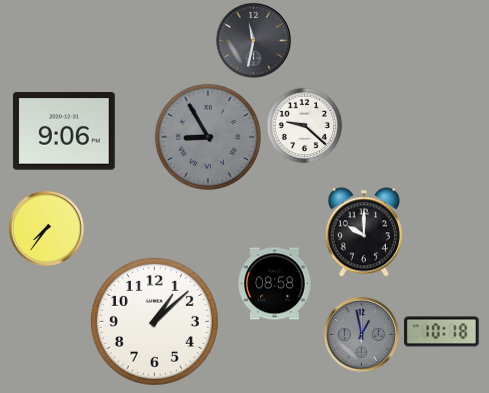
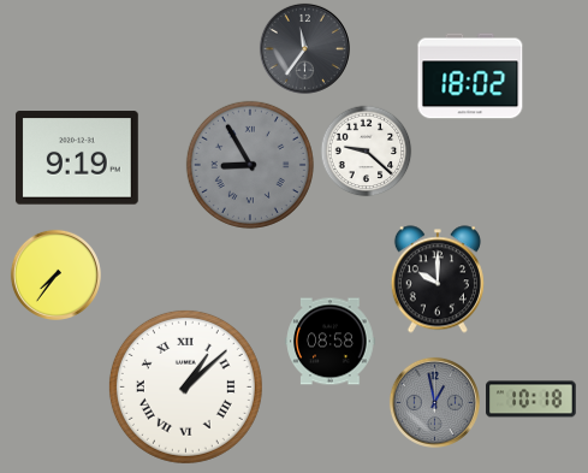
clock at (253, 40): 11:32 -> 11:36
clock at (470, 76): none -> 18:02
clock at (64, 131): 9:06 -> 9:19
clock at (154, 321) numerals: Arabic -> Roman
